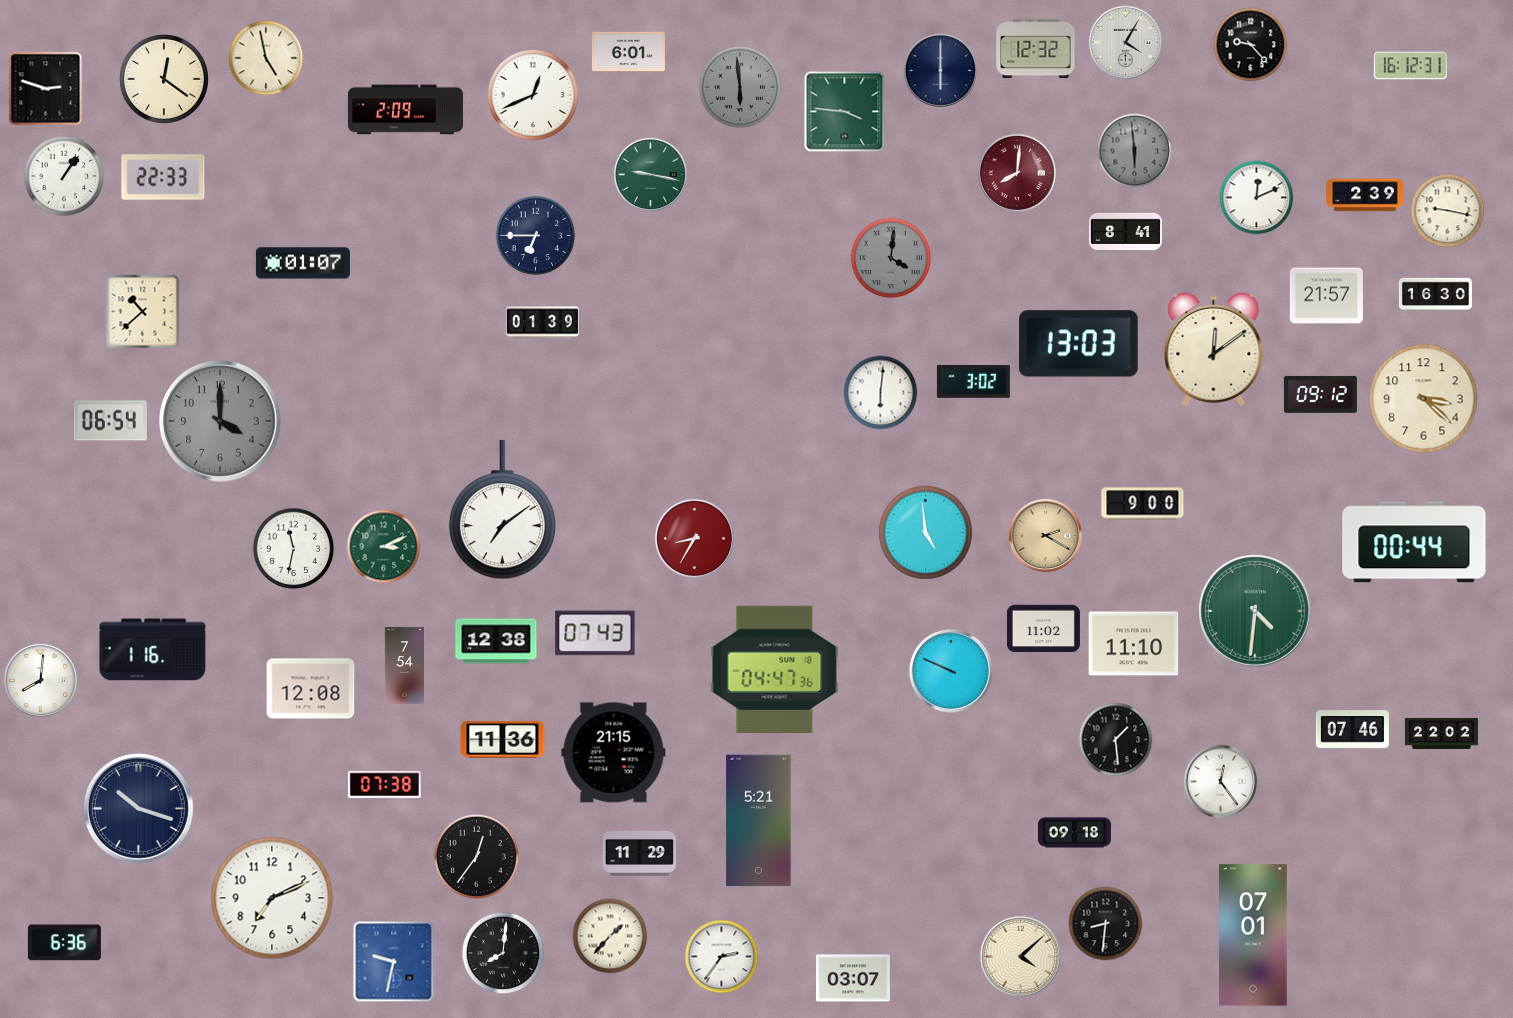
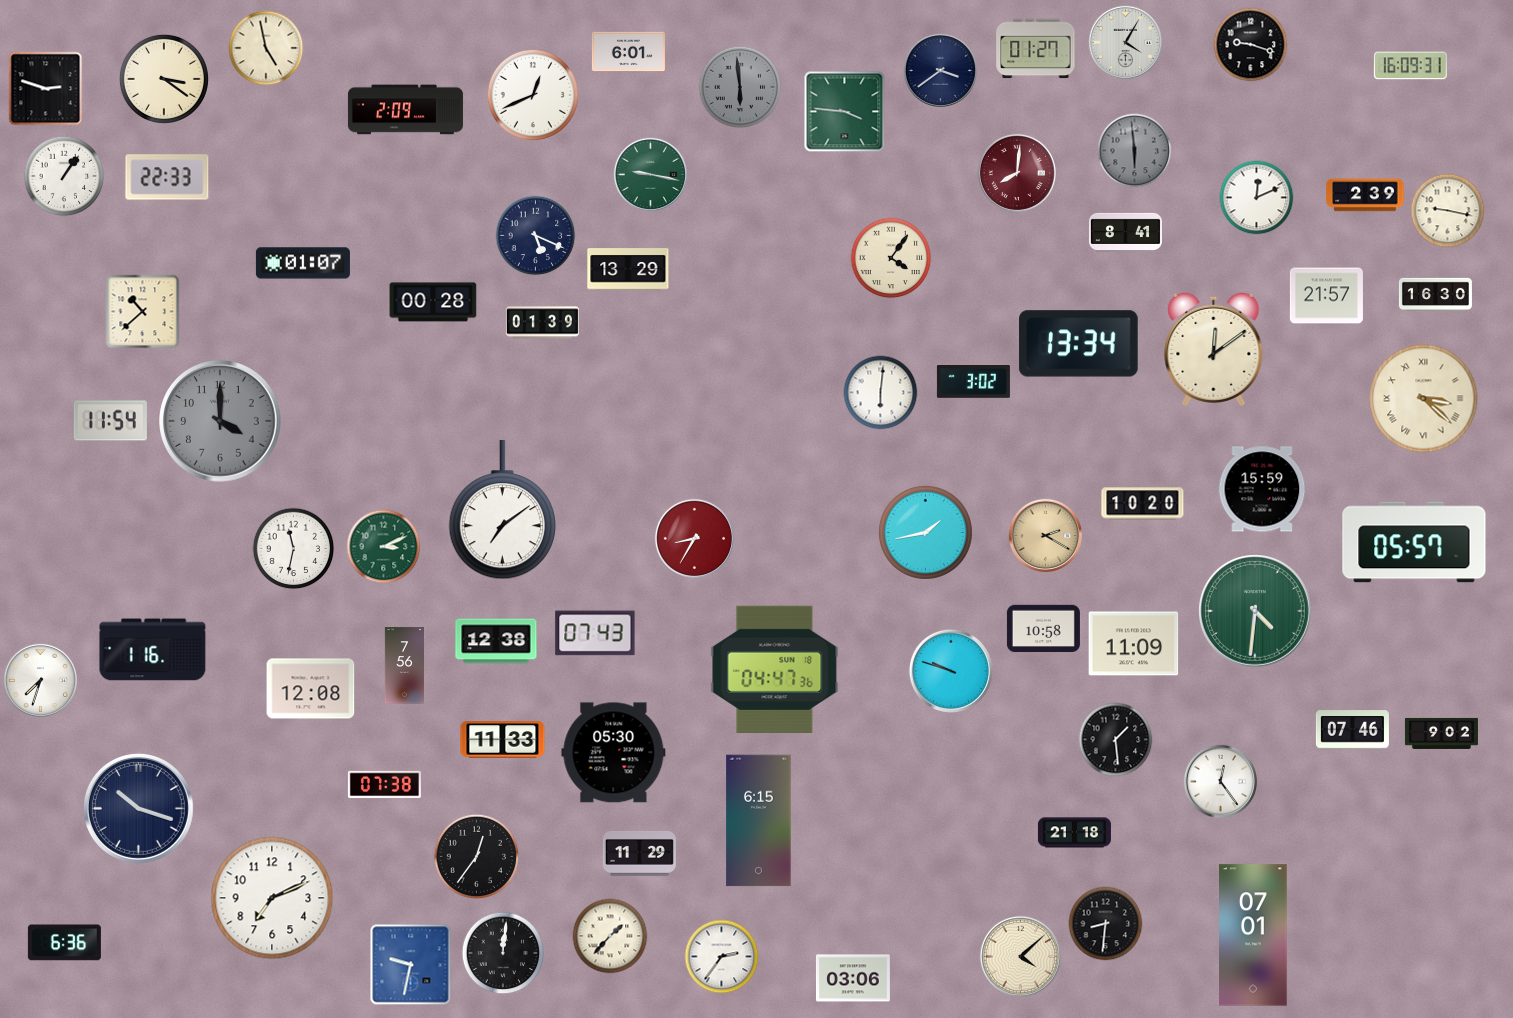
clock at (1251, 45): 9:23 -> 9:18
clock at (1036, 49): 12:32 -> 01:27
clock at (266, 58) position: (266, 58) -> (266, 48)
clock at (1410, 66): 16:12 -> 16:09
clock at (941, 71): 6:00 -> 3:39
clock at (164, 79): 12:21 -> 3:21
clock at (163, 177) position: (163, 177) -> (167, 177)
clock at (536, 236): 6:45 -> 5:19
clock at (891, 258): 4:01 -> 4:06
clock at (891, 258) dial: grey -> cream
clock at (628, 269): none -> 13:29
clock at (433, 302): none -> 00:28
clock at (1079, 344): 13:03 -> 13:34
clock at (1320, 394): 09:12 -> none
clock at (1424, 399) numerals: Arabic -> Roman
clock at (110, 421): 06:54 -> 11:54
clock at (1262, 489): none -> 15:59
clock at (1143, 504): 9:00 -> 10:20
clock at (925, 532): 4:59 -> 1:43
clock at (1414, 542): 00:44 -> 05:57
clock at (1043, 629): 11:02 -> 10:58
clock at (1134, 644): 11:10 -> 11:09
clock at (404, 666): 7:54 -> 7:56
clock at (951, 671): 9:49 -> 9:48
clock at (41, 681): 8:01 -> 7:33
clock at (1441, 733): 22:02 -> 9:02
clock at (503, 740): 11:36 -> 11:33
clock at (614, 753): 21:15 -> 05:30
clock at (759, 821): 5:21 -> 6:15
clock at (1074, 833): 09:18 -> 21:18
clock at (503, 953): 8:01 -> 12:01
clock at (394, 962) position: (394, 962) -> (411, 965)
clock at (853, 978): 03:07 -> 03:06
